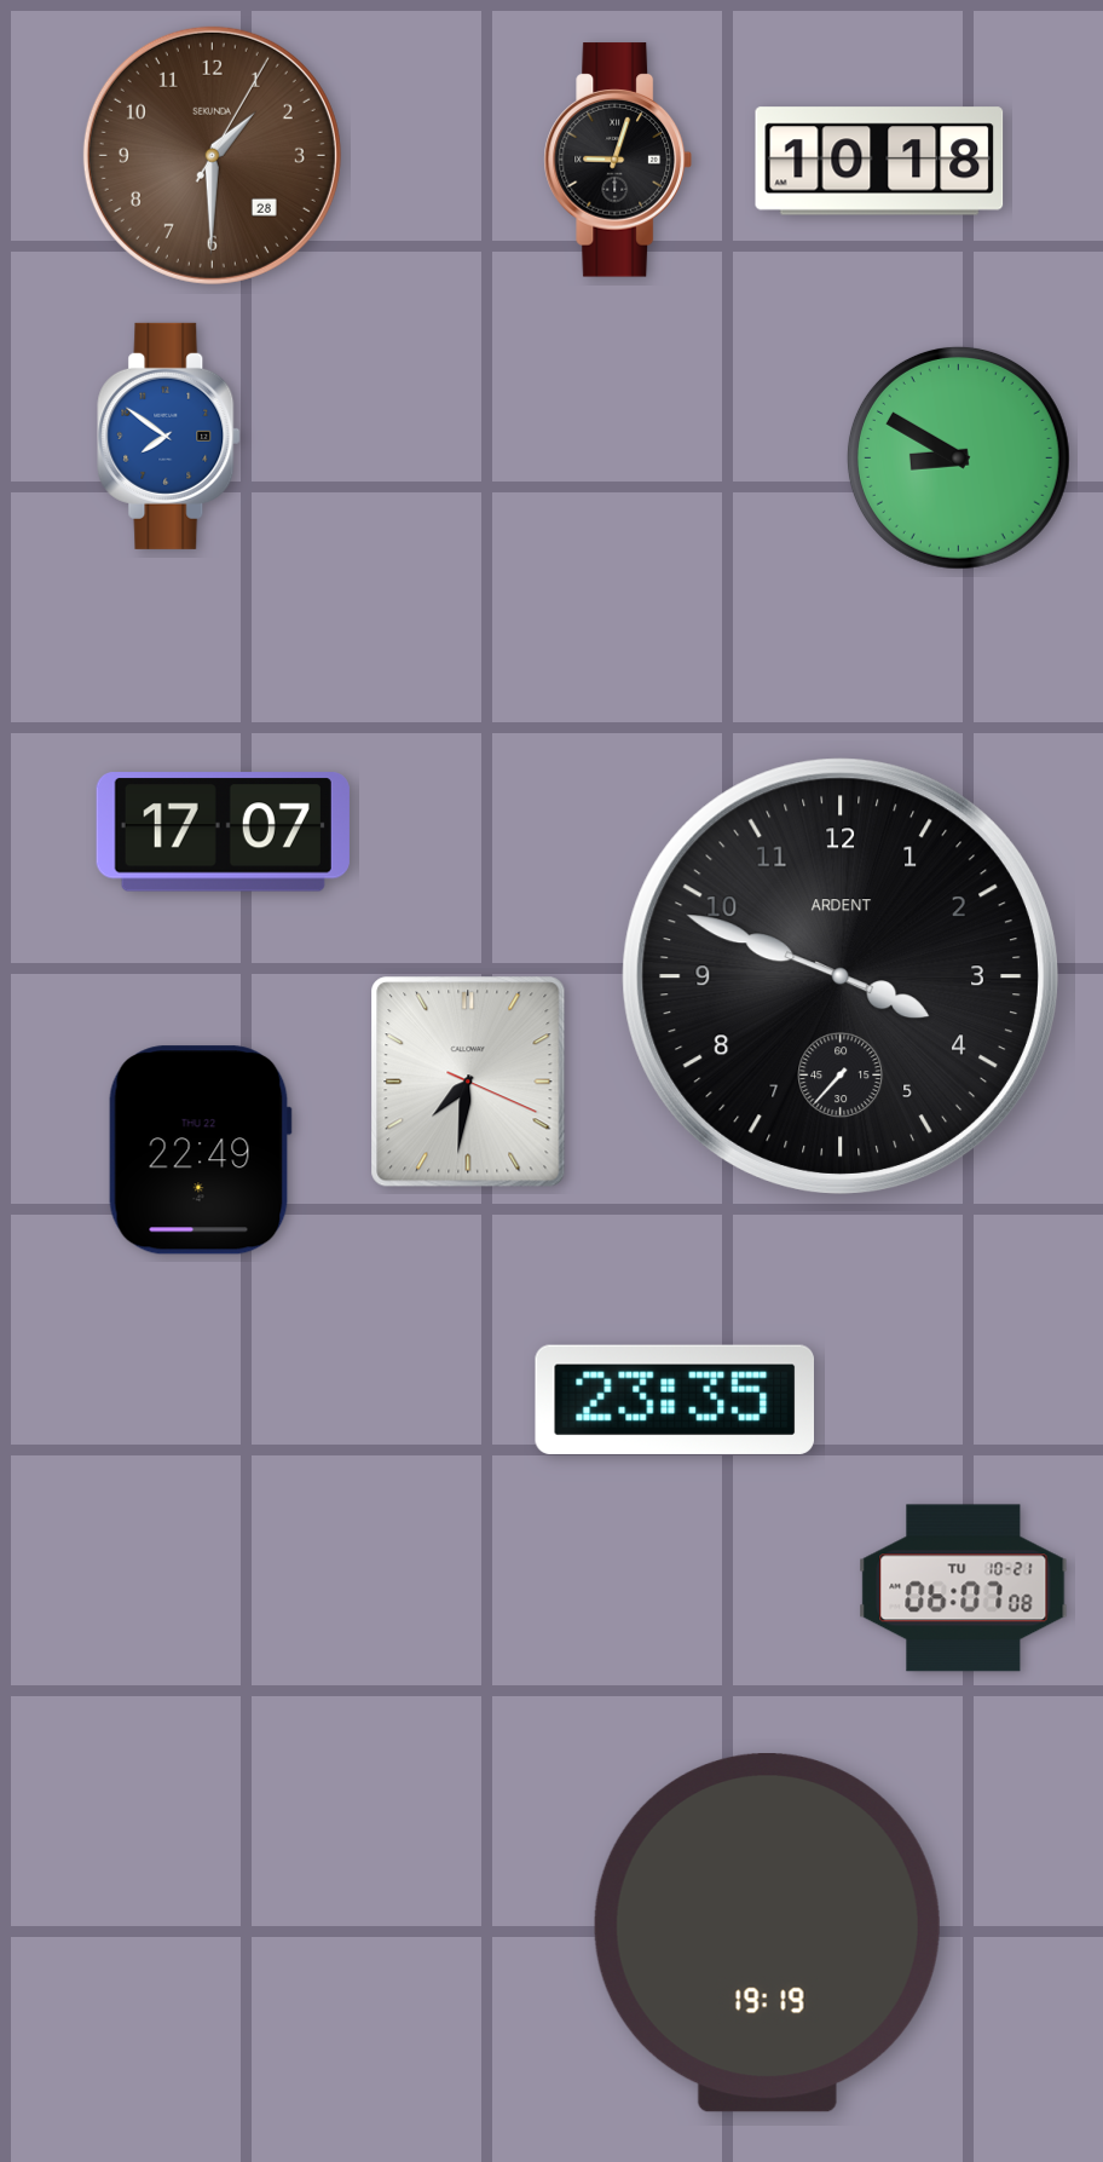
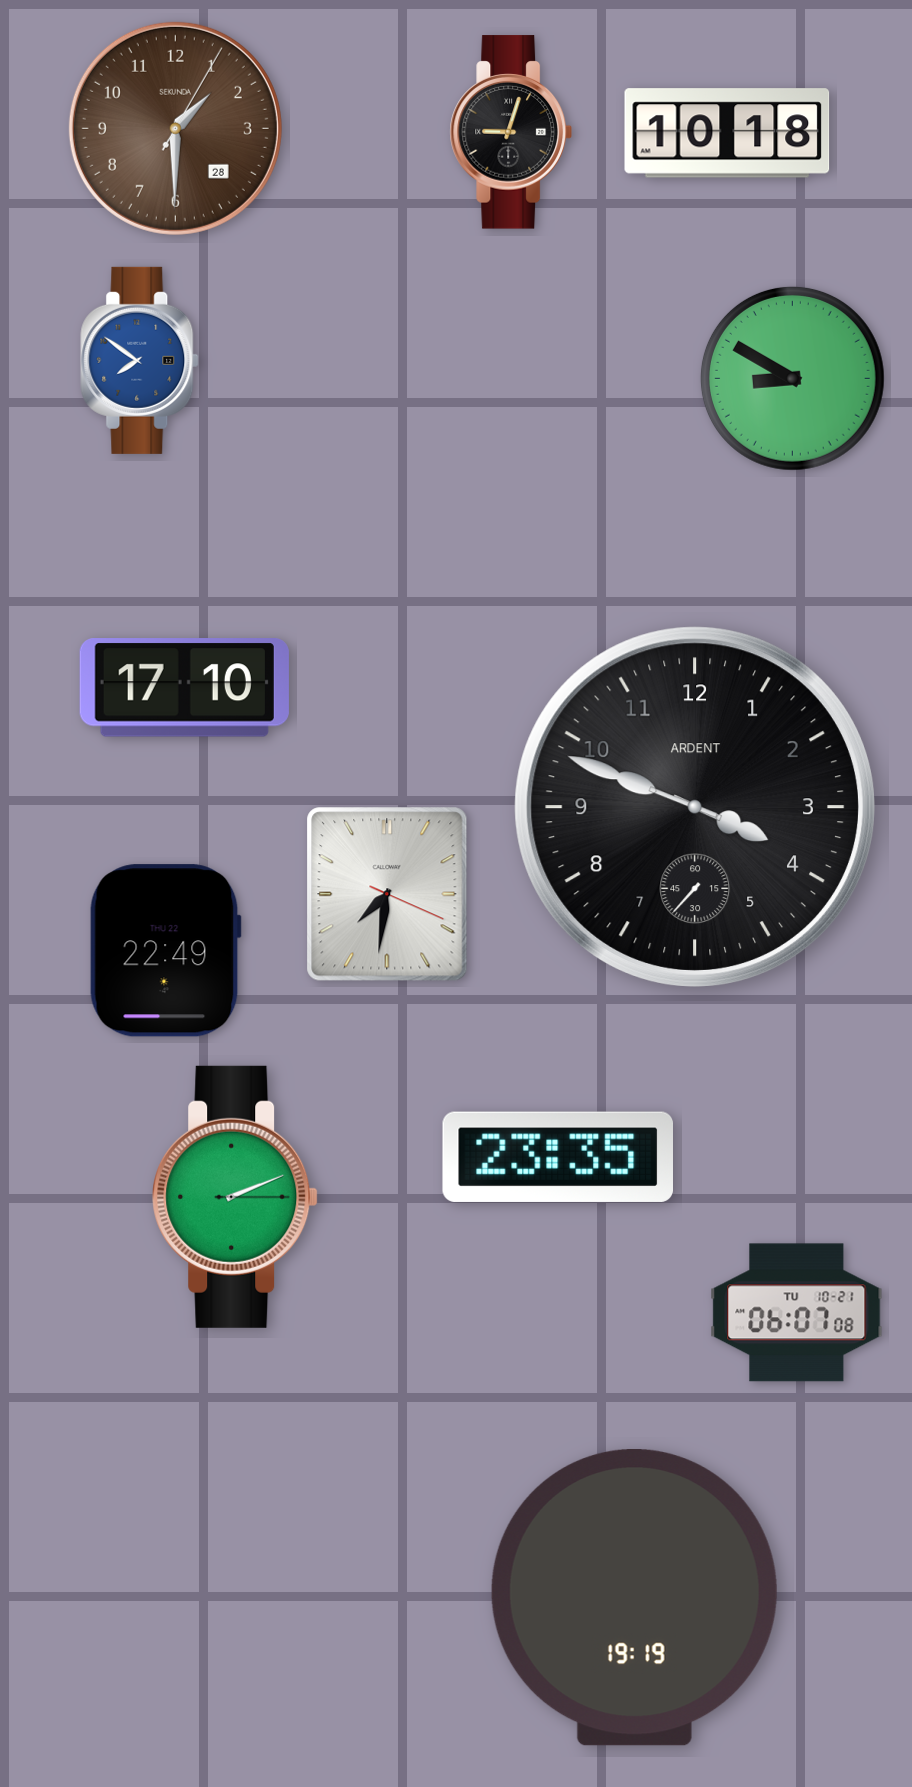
clock at (223, 832): 17:07 -> 17:10
clock at (235, 1197): none -> 2:11
